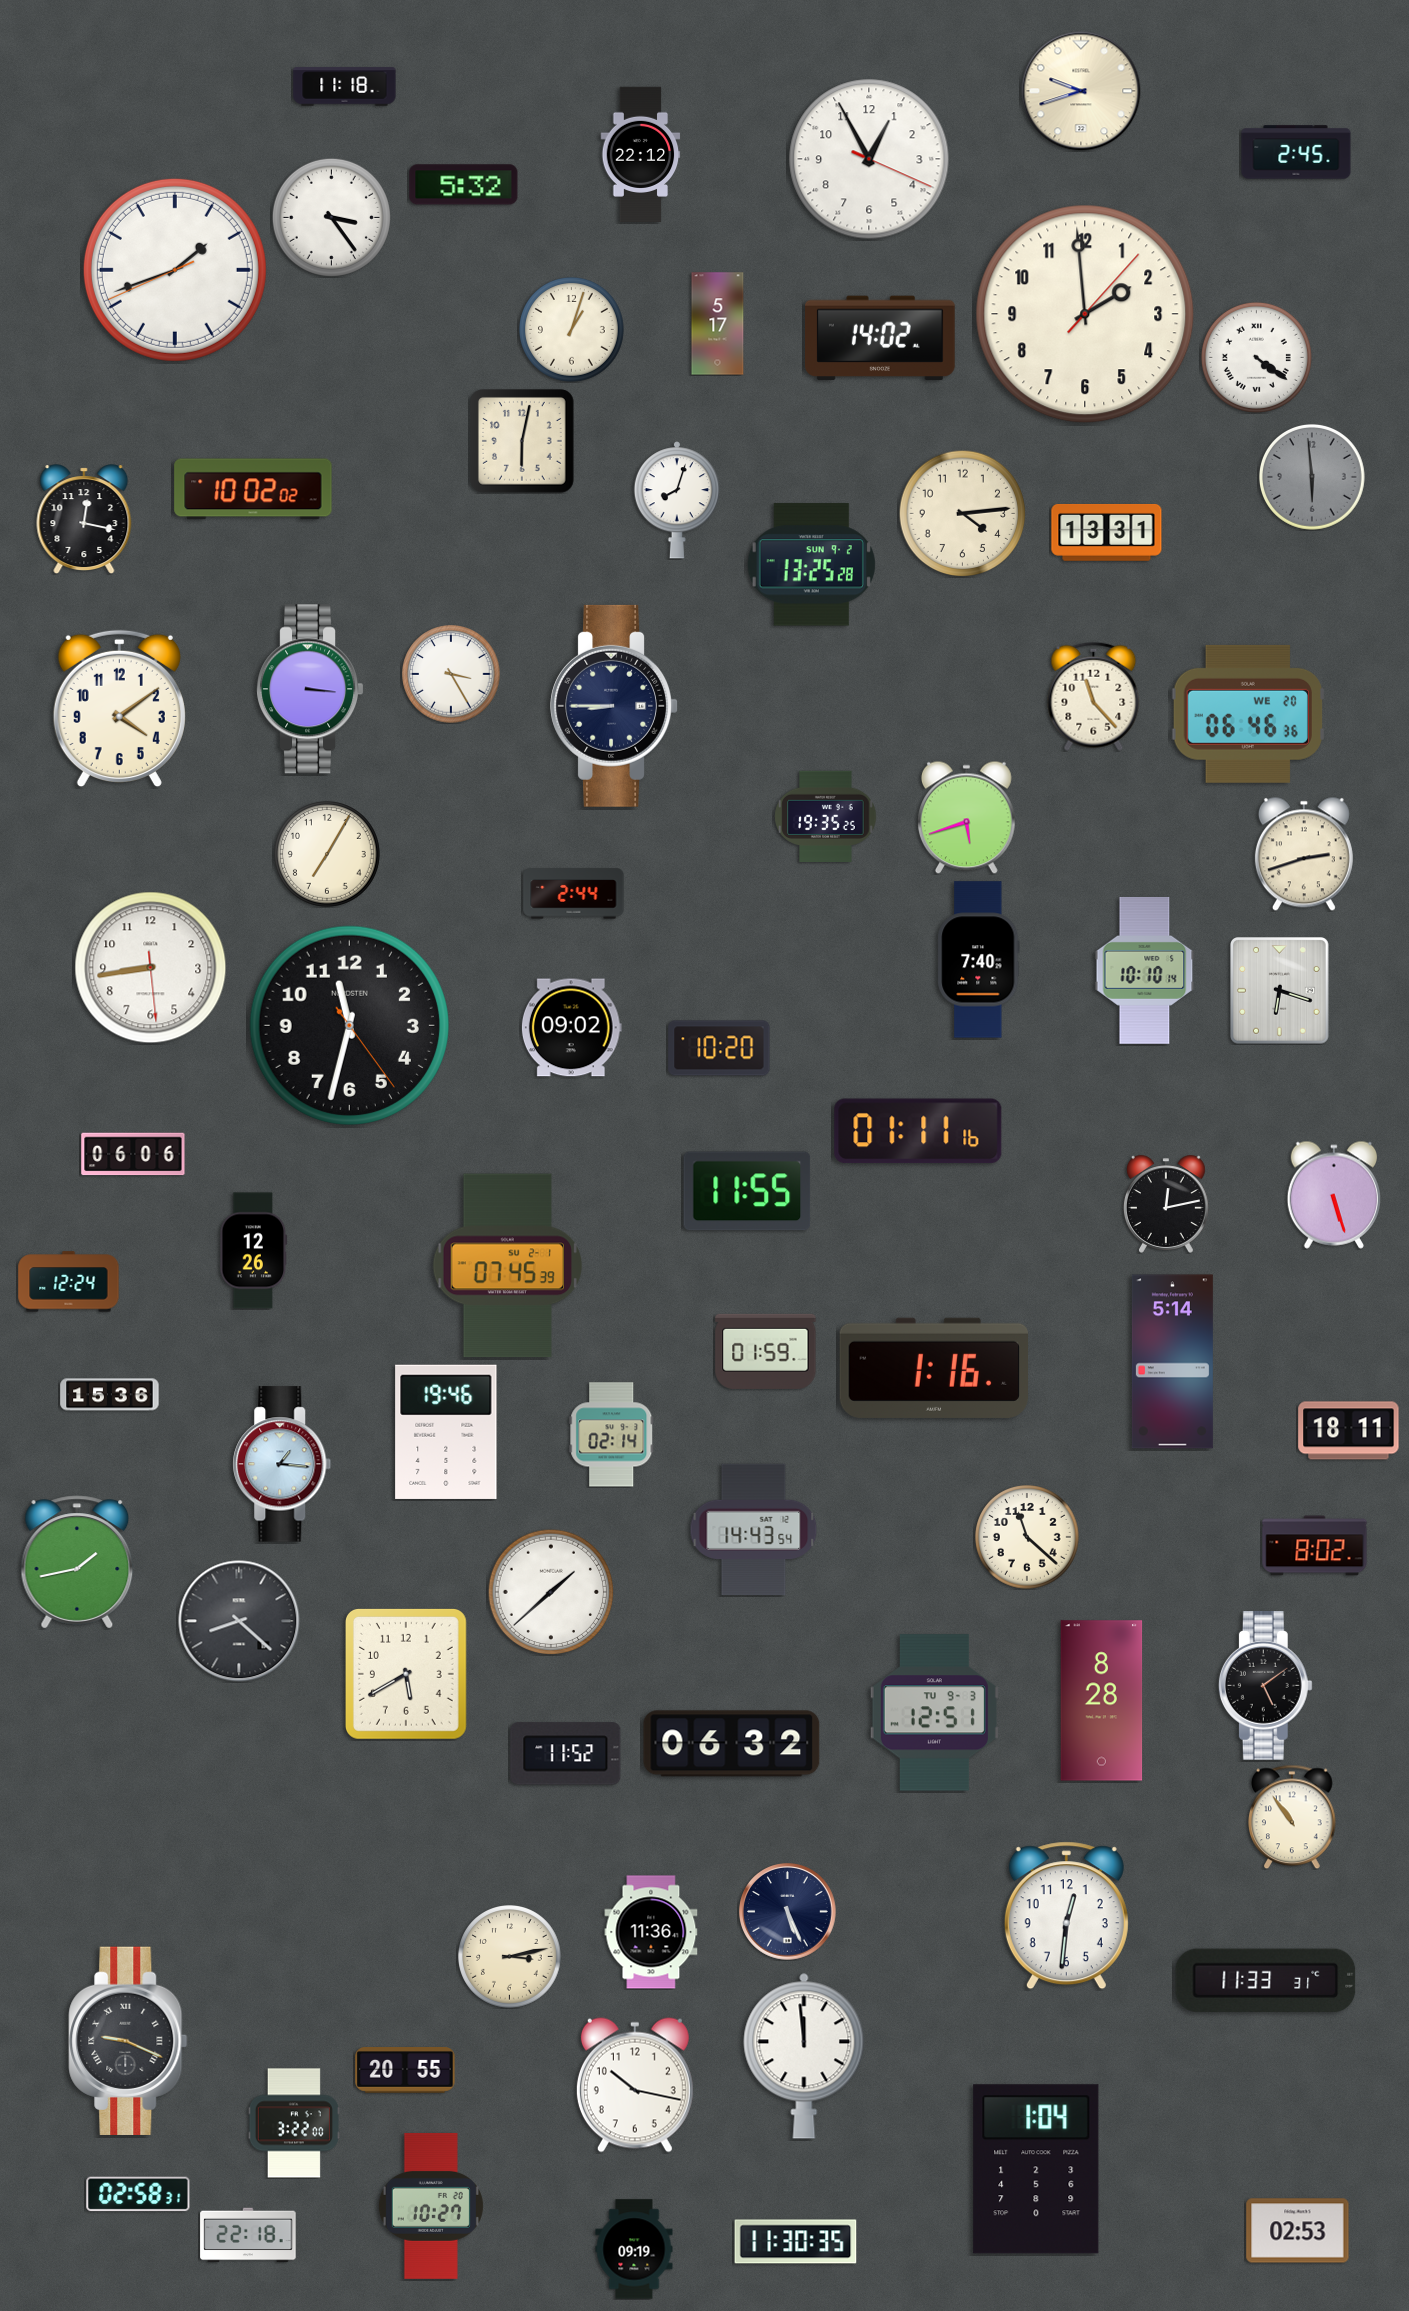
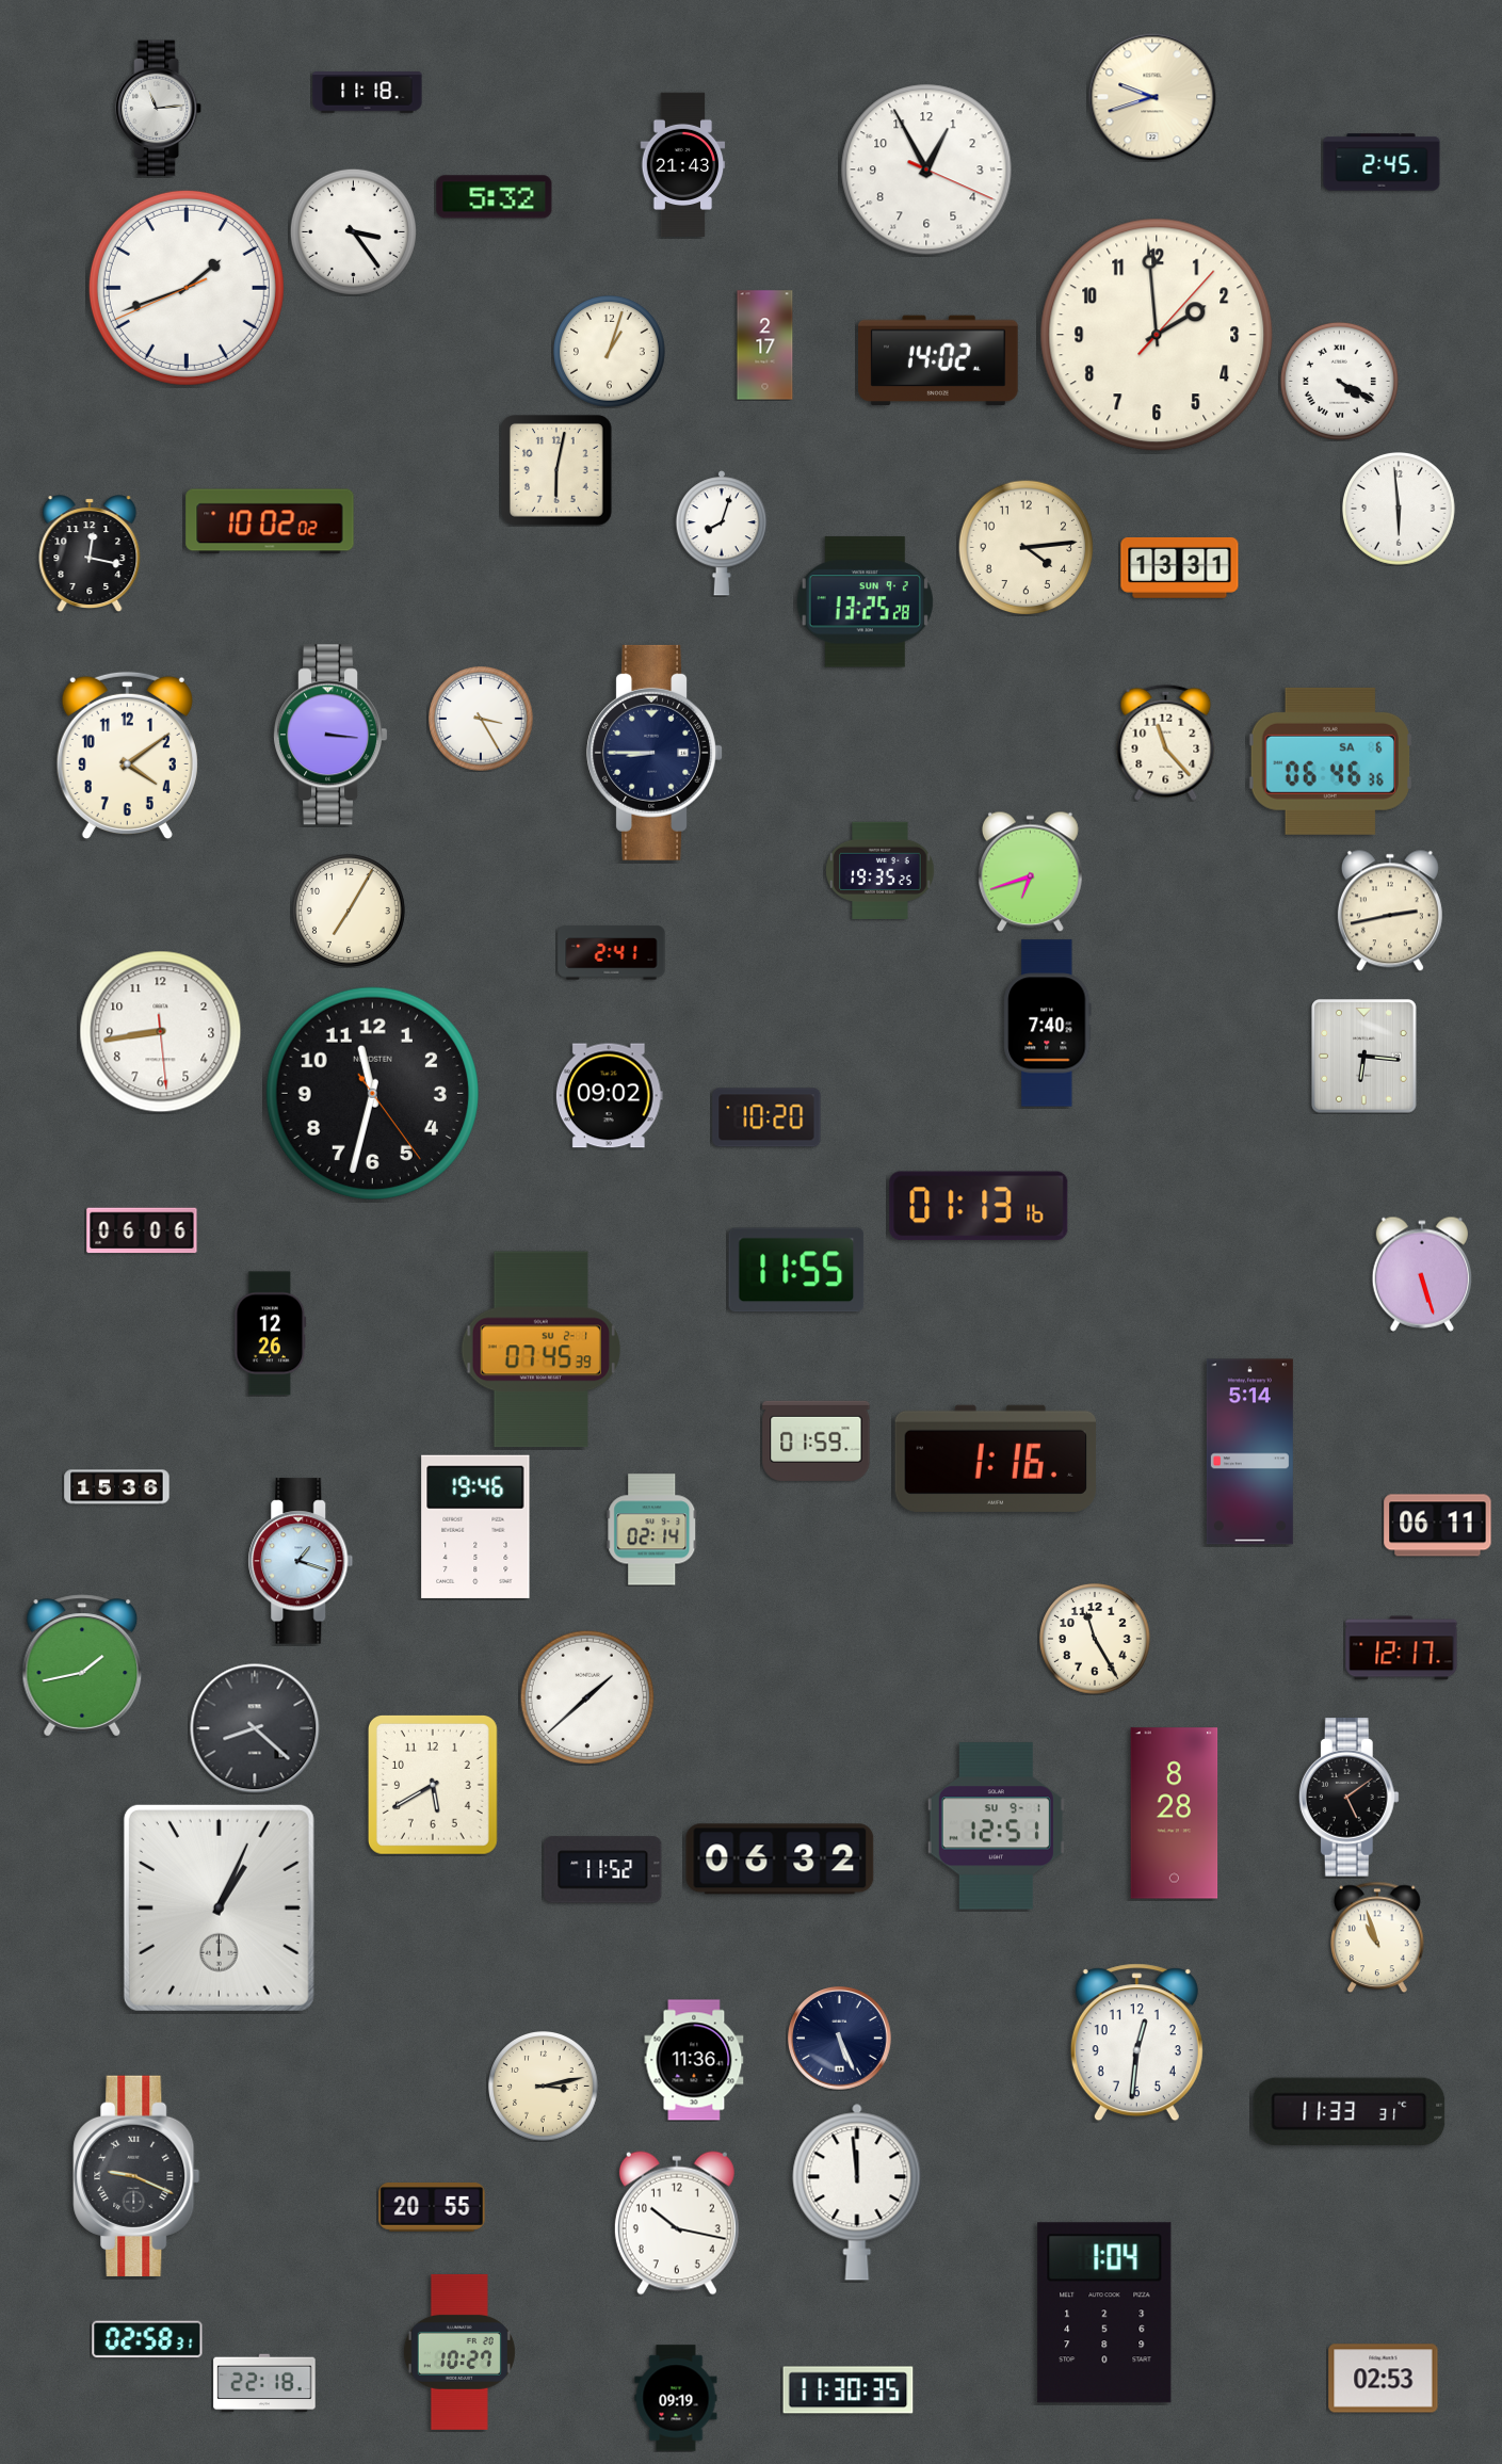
clock at (159, 109): none -> 11:14
clock at (641, 154): 22:12 -> 21:43
clock at (718, 324): 5:17 -> 2:17
clock at (1256, 357): 4:21 -> 4:20
clock at (1312, 477) dial: grey -> white
clock at (1248, 714) date: WE 20 -> SA 6
clock at (966, 817): 5:42 -> 6:42
clock at (1304, 854): 2:42 -> 2:43
clock at (574, 894): 2:44 -> 2:41
clock at (979, 960) position: (979, 960) -> (1048, 1024)
clock at (1145, 970): 10:10 -> none
clock at (1280, 991): 6:18 -> 6:16
clock at (918, 1131): 01:11 -> 01:13
clock at (1166, 1204): 12:13 -> none
clock at (69, 1282): 12:24 -> none
clock at (1349, 1431): 18:11 -> 06:11
clock at (282, 1464): 1:16 -> 1:18
clock at (754, 1530): 14:43 -> none
clock at (1028, 1538): 11:22 -> 11:25
clock at (1315, 1546): 8:02 -> 12:17
clock at (934, 1713) date: TU 9-3 -> SU 9-1
clock at (219, 1907): none -> 1:04
clock at (1293, 1817): 10:54 -> 10:57
clock at (294, 2123): 3:22 -> none
